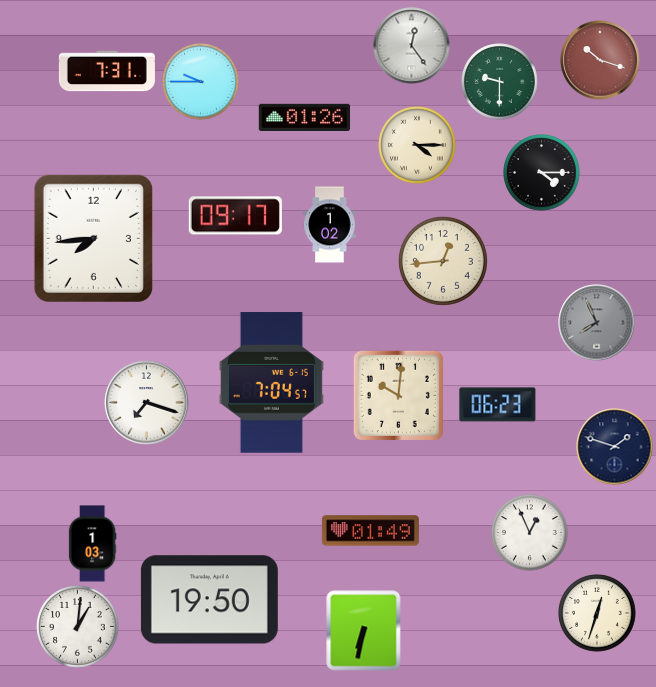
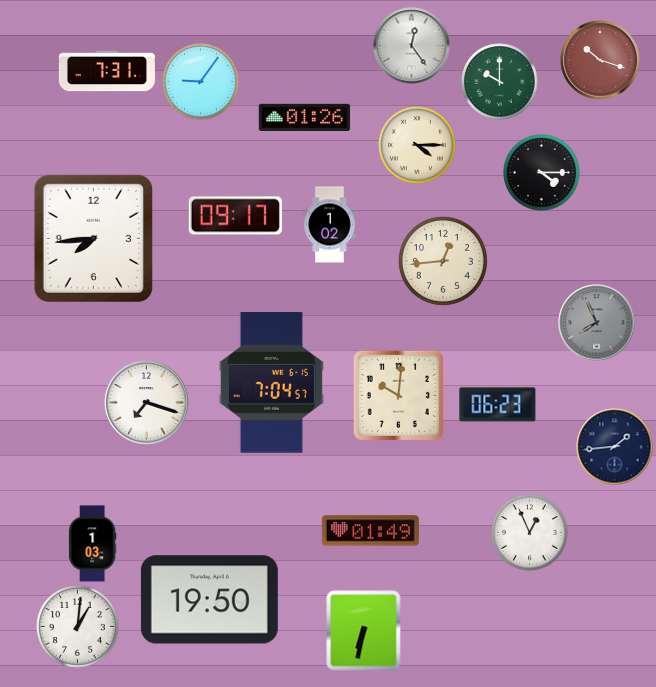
clock at (201, 82): 9:45 -> 9:06
clock at (500, 82): 9:30 -> 10:00
clock at (615, 447): 1:48 -> 1:44
clock at (597, 613): 12:33 -> none
